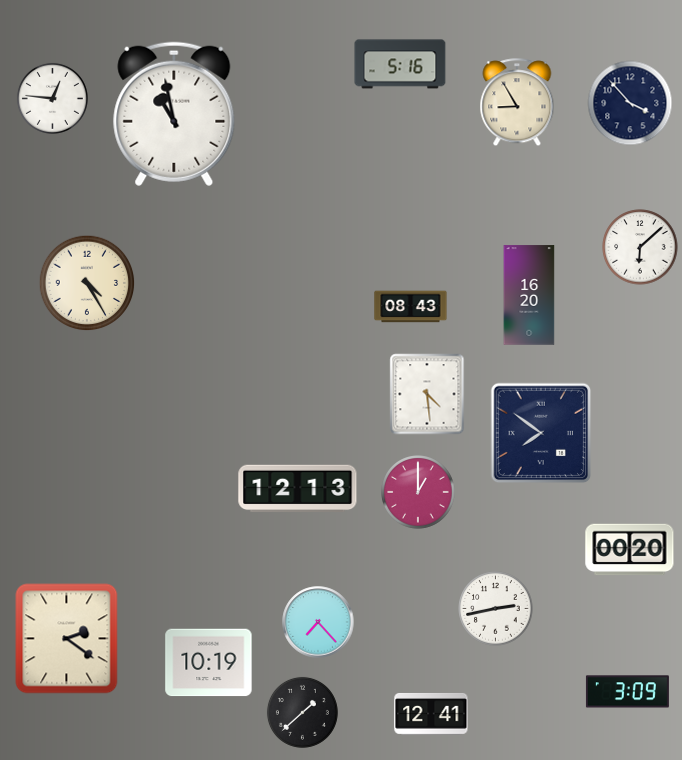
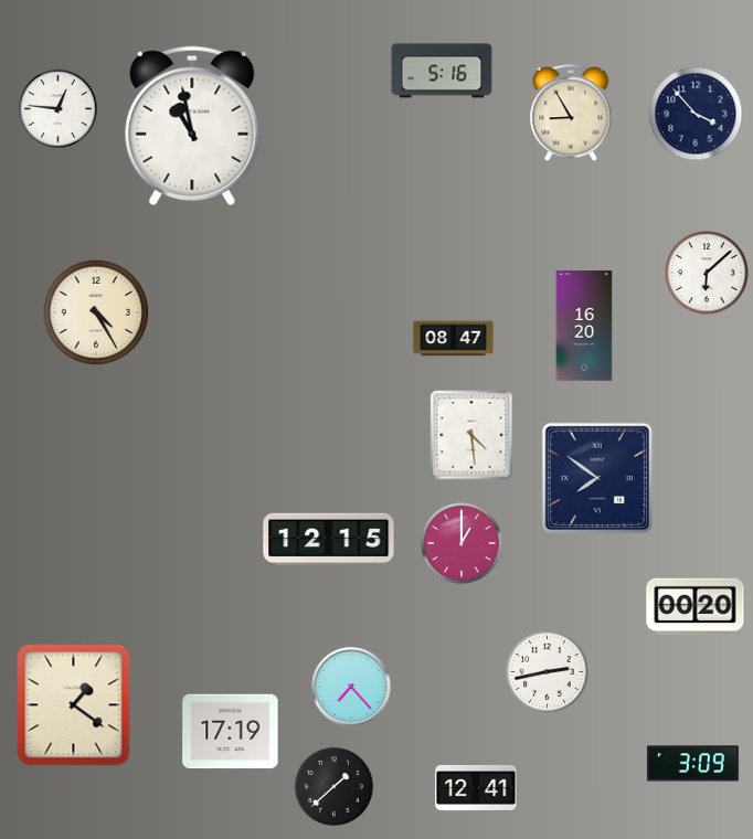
clock at (411, 307): 08:43 -> 08:47
clock at (298, 489): 12:13 -> 12:15
clock at (67, 639): 2:21 -> 1:21
clock at (209, 663): 10:19 -> 17:19
